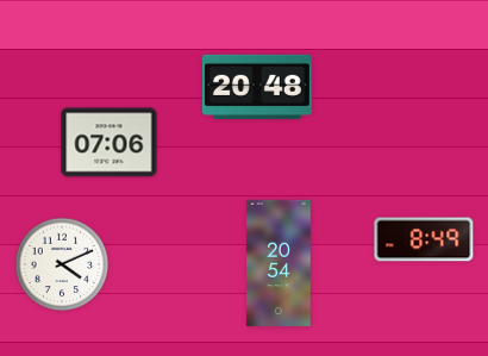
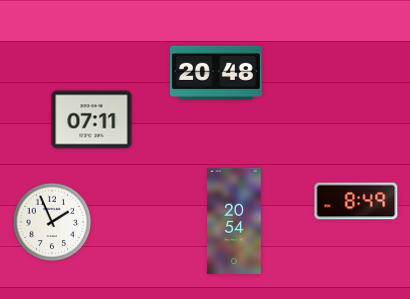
clock at (110, 143): 07:06 -> 07:11
clock at (62, 264): 4:11 -> 1:56
